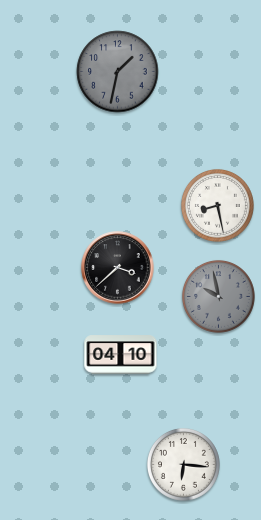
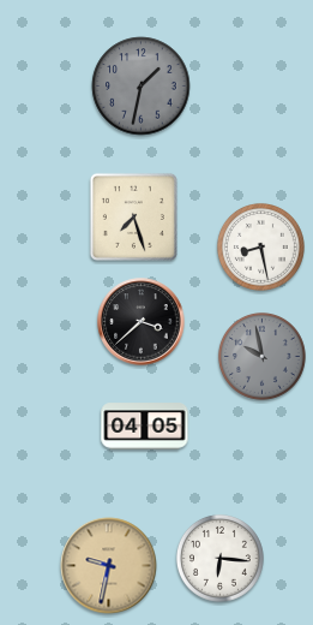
clock at (133, 216): none -> 7:27
clock at (121, 355): 04:10 -> 04:05
clock at (109, 566): none -> 9:32
